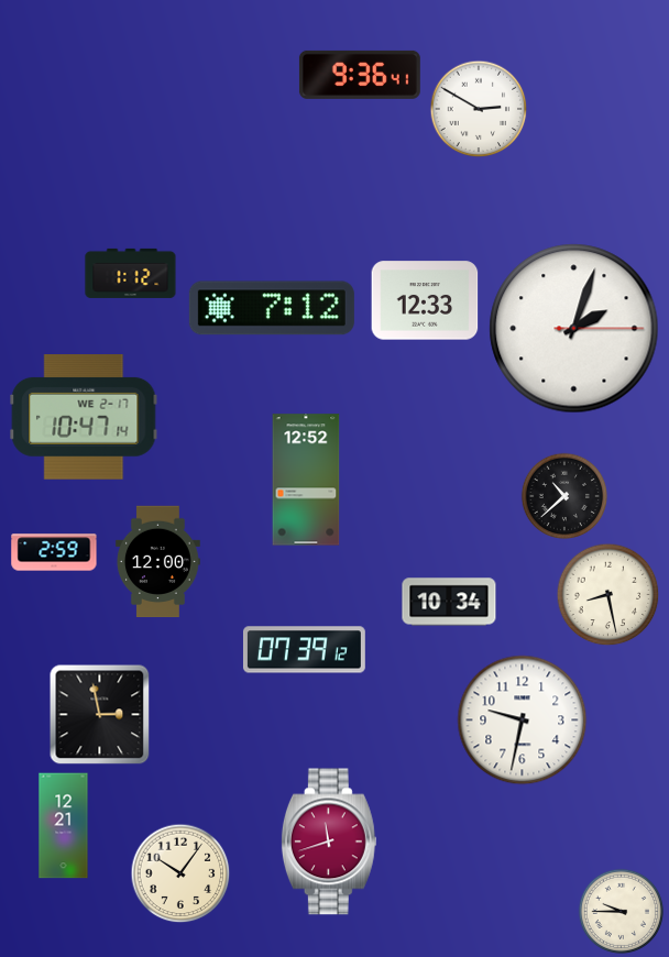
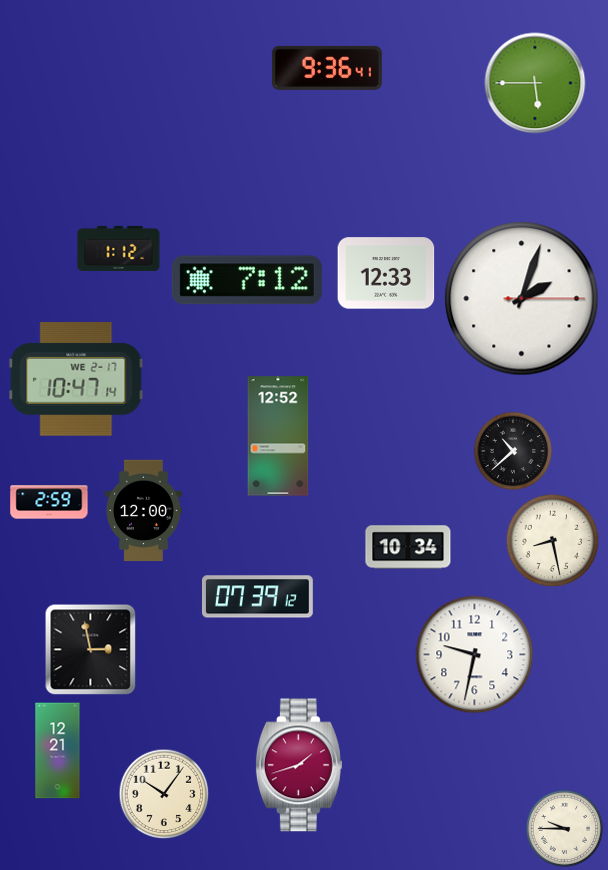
clock at (535, 83): none -> 5:45
clock at (479, 109): 2:50 -> none
clock at (304, 650) position: (304, 650) -> (257, 597)
clock at (329, 842): 11:42 -> 1:42
